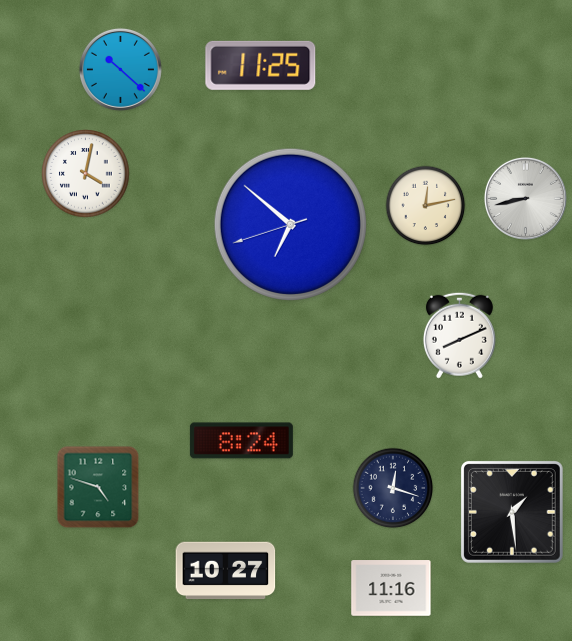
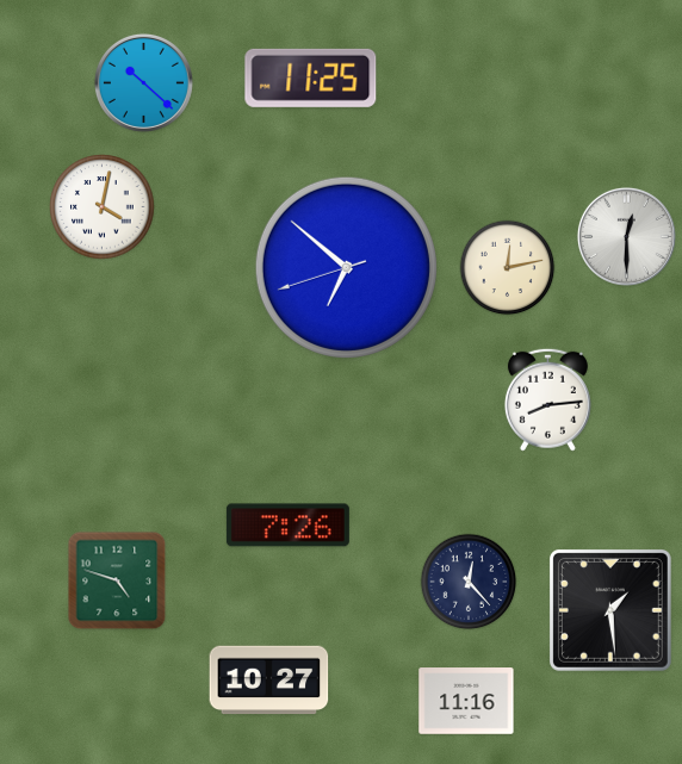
clock at (525, 198): 8:43 -> 12:30
clock at (426, 206) position: (426, 206) -> (508, 268)
clock at (459, 335): 8:11 -> 8:14
clock at (241, 441): 8:24 -> 7:26
clock at (393, 488): 12:18 -> 12:23
